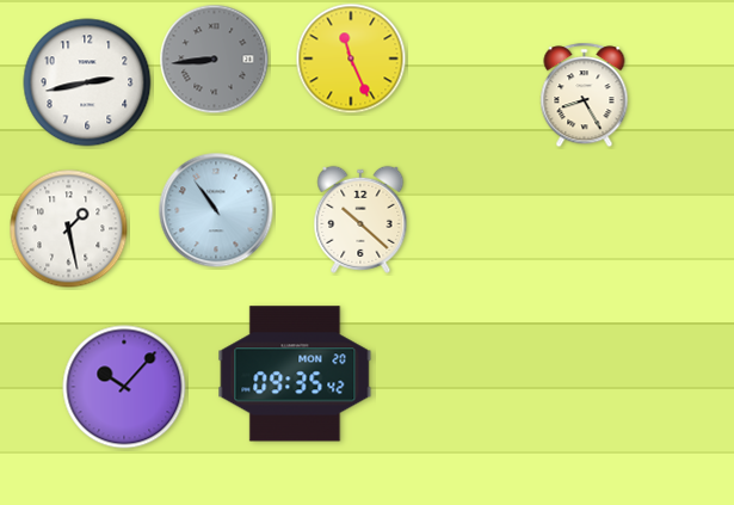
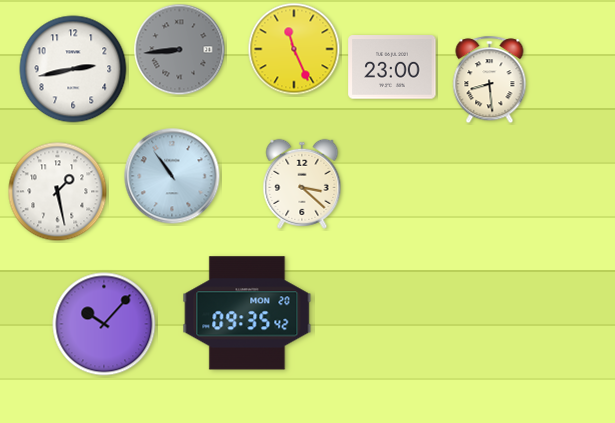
clock at (392, 67): none -> 23:00
clock at (585, 96): 8:25 -> 8:29
clock at (216, 210) position: (216, 210) -> (172, 176)
clock at (360, 220): 10:22 -> 3:22
